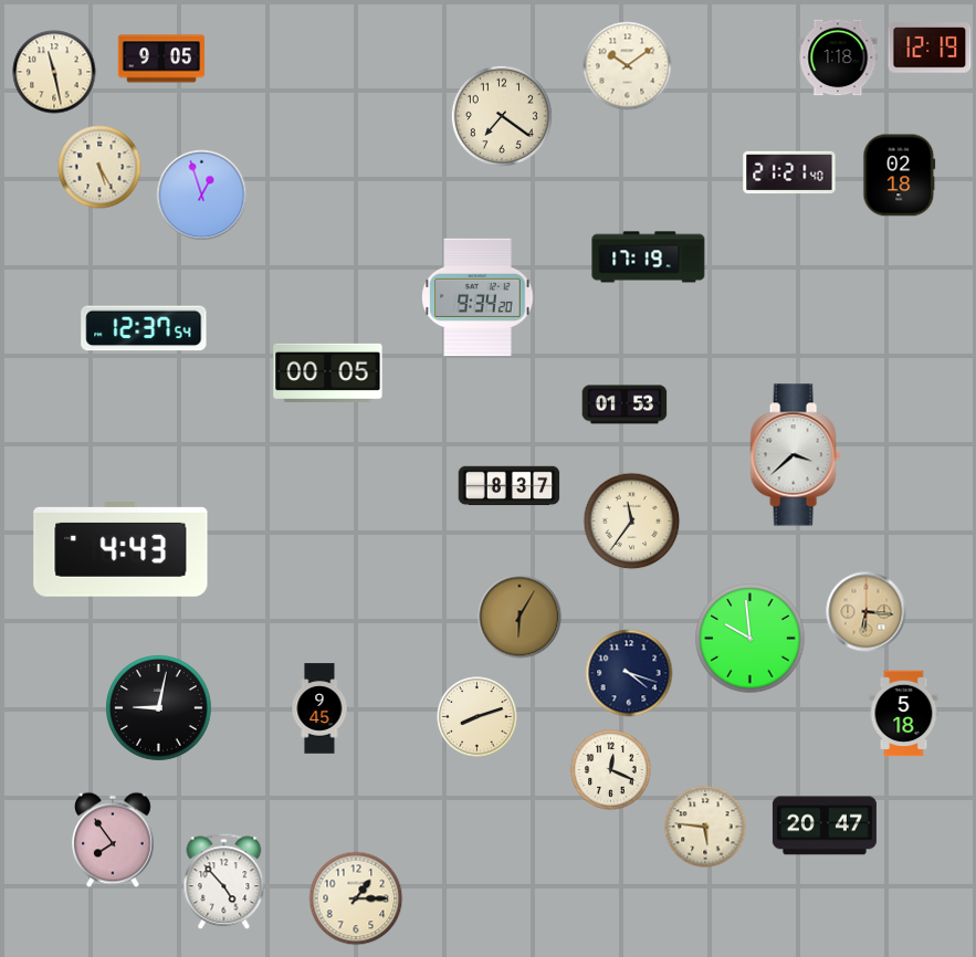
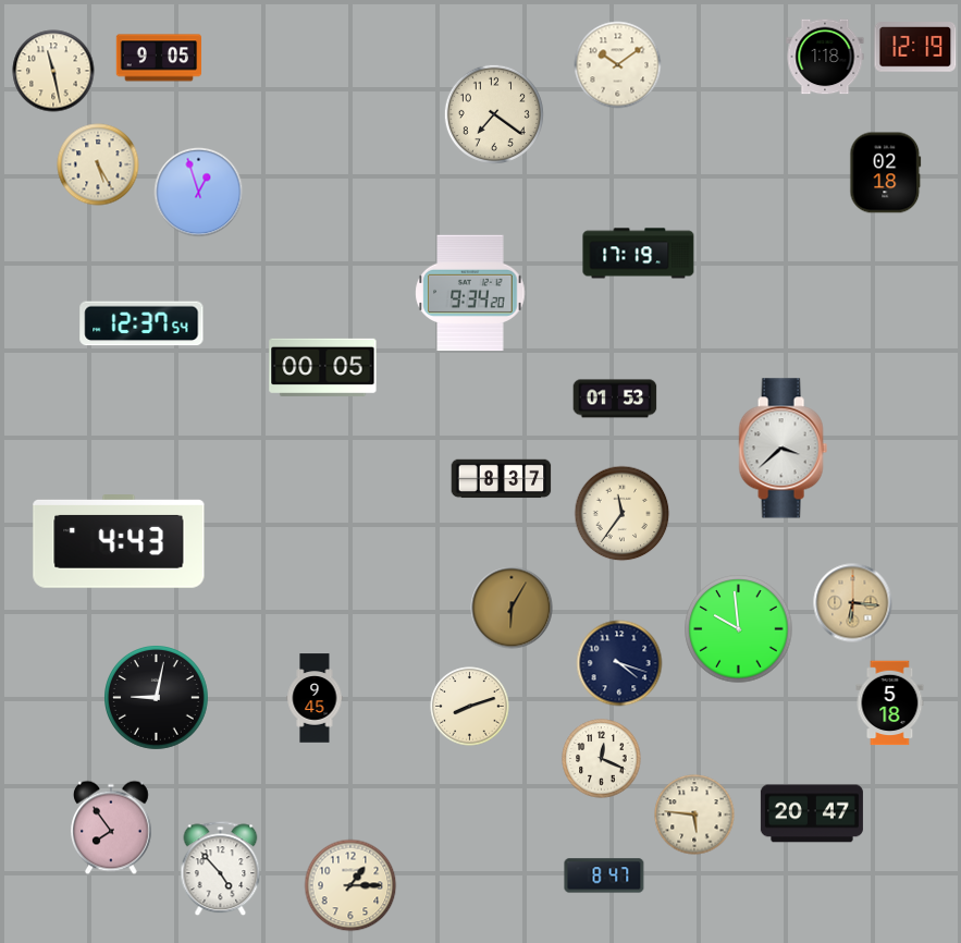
clock at (789, 172): 21:21 -> none
clock at (604, 875): none -> 8:47
